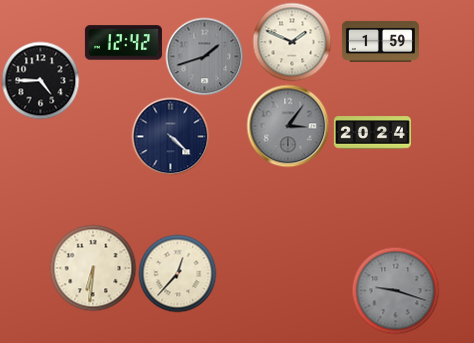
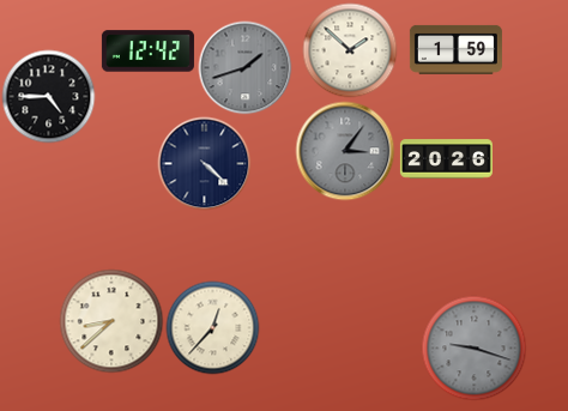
clock at (292, 42): 1:49 -> 1:52
clock at (372, 133): 20:24 -> 20:26
clock at (93, 268): 6:31 -> 8:38
